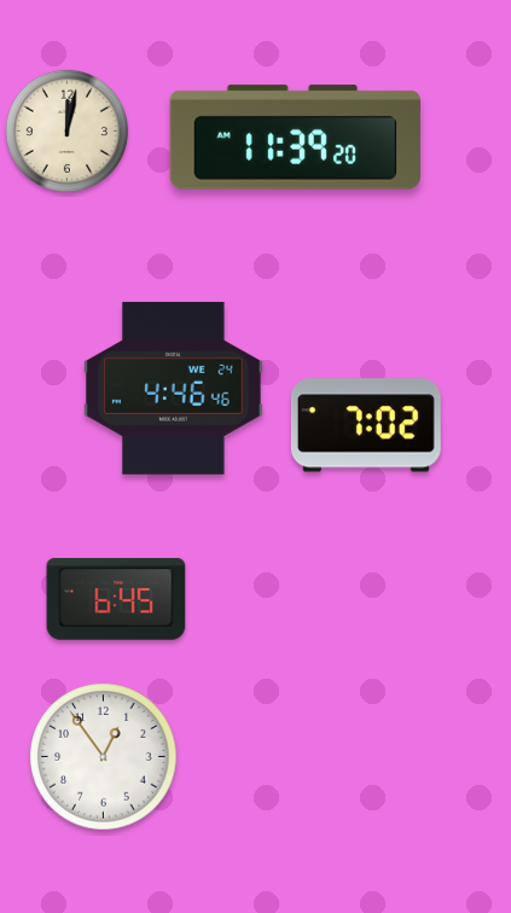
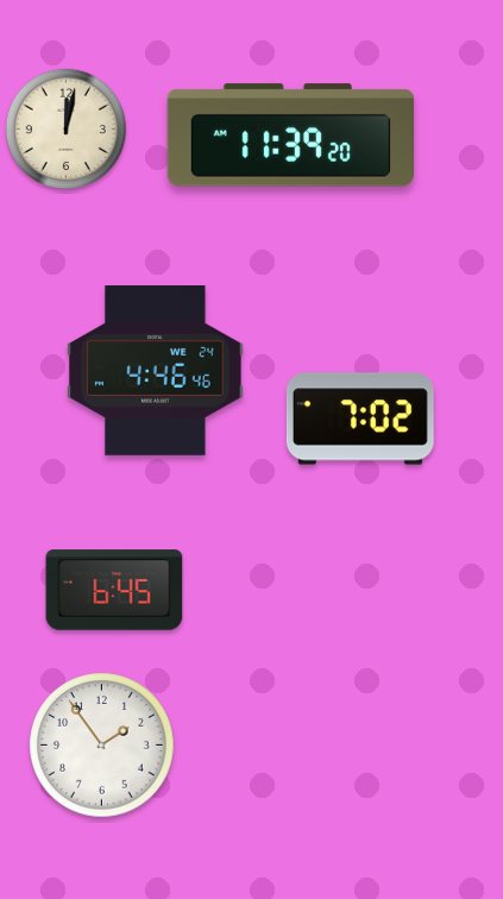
clock at (174, 388) position: (174, 388) -> (156, 370)
clock at (104, 757): 12:54 -> 1:54
